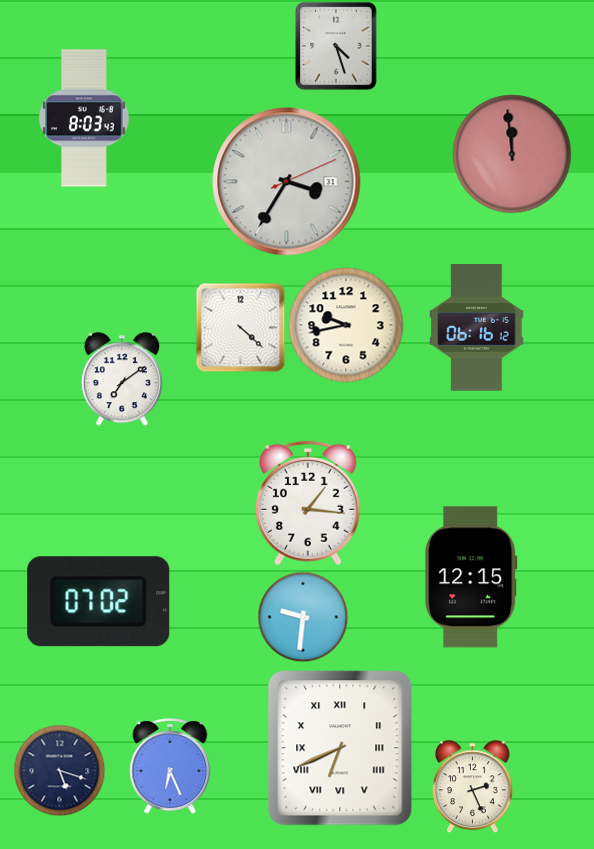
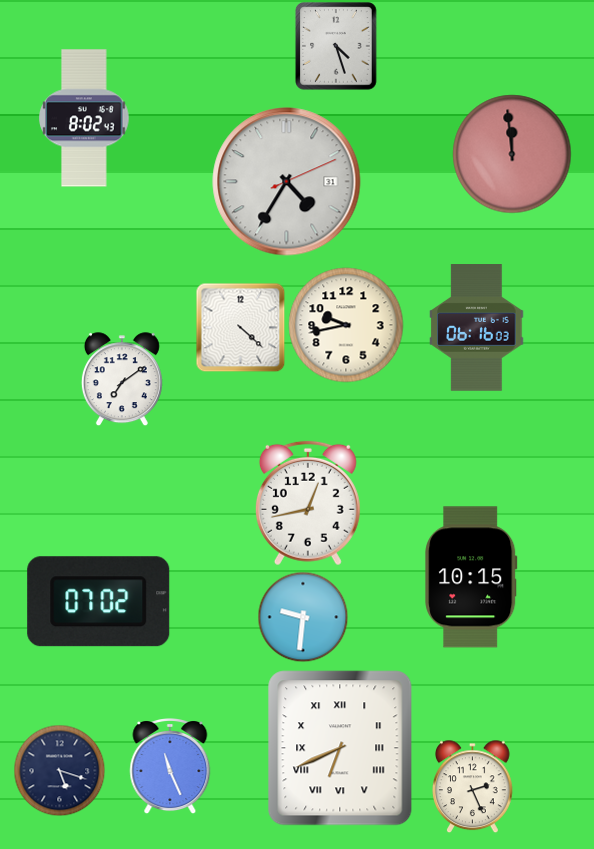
clock at (84, 118): 8:03 -> 8:02
clock at (287, 182): 3:35 -> 4:35
clock at (477, 328): 06:16:12 -> 06:16:03
clock at (308, 503): 1:16 -> 12:43
clock at (471, 577): 12:15 -> 10:15
clock at (170, 767): 6:26 -> 11:26
